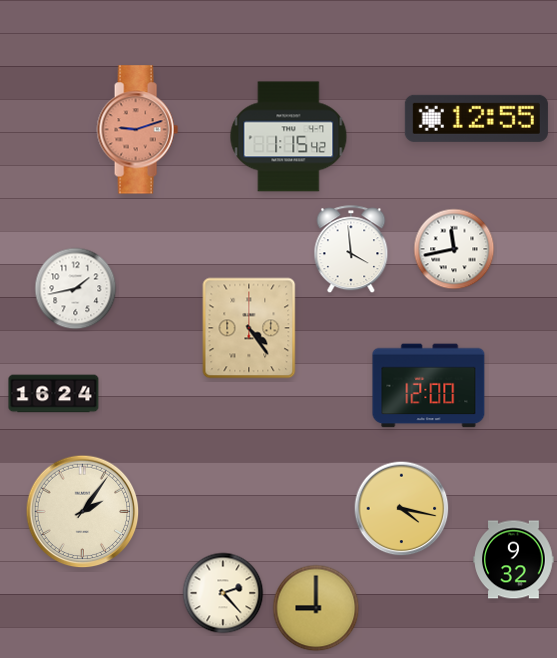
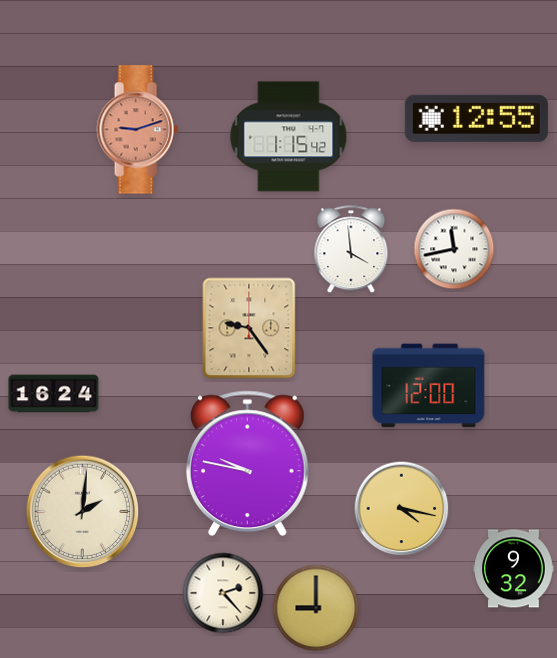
clock at (76, 289): 1:43 -> none
clock at (249, 328): 4:24 -> 9:24
clock at (247, 464): none -> 9:47
clock at (83, 512): 2:06 -> 2:01
clock at (514, 560) position: (514, 560) -> (514, 569)
